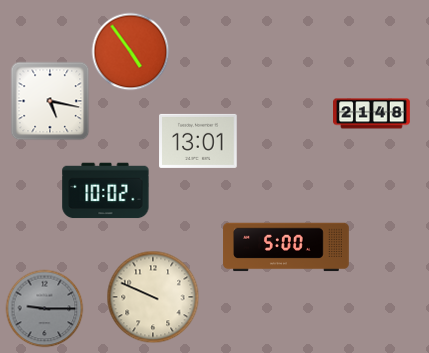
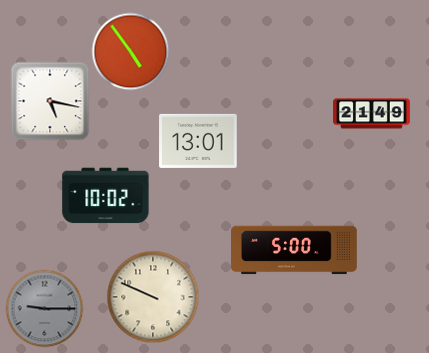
clock at (372, 114): 21:48 -> 21:49
clock at (106, 191) position: (106, 191) -> (106, 196)
clock at (286, 247) position: (286, 247) -> (294, 250)
